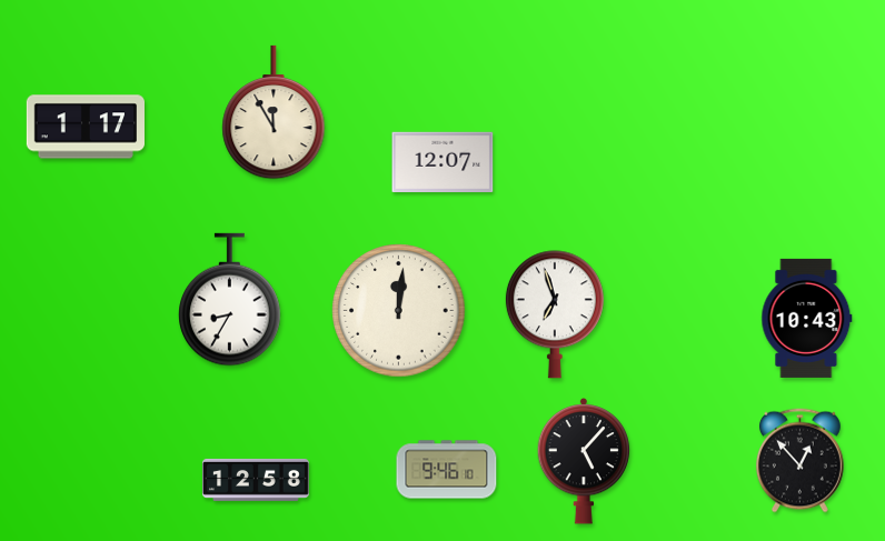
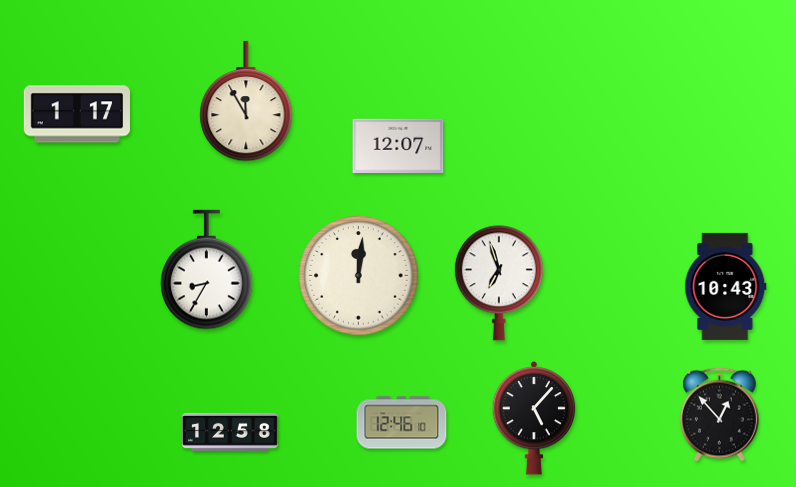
clock at (399, 311) position: (399, 311) -> (359, 276)
clock at (584, 462) position: (584, 462) -> (534, 419)
clock at (447, 470): 9:46 -> 12:46
